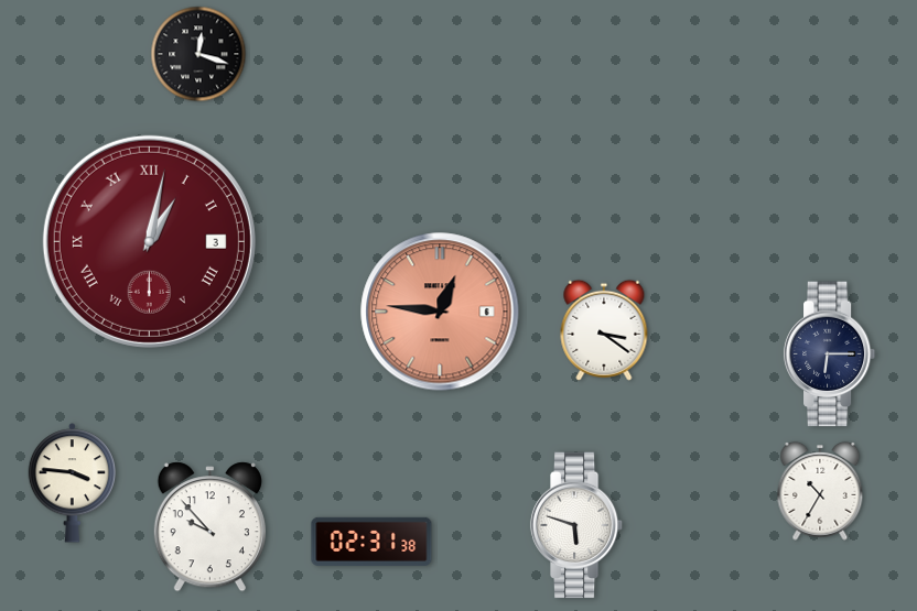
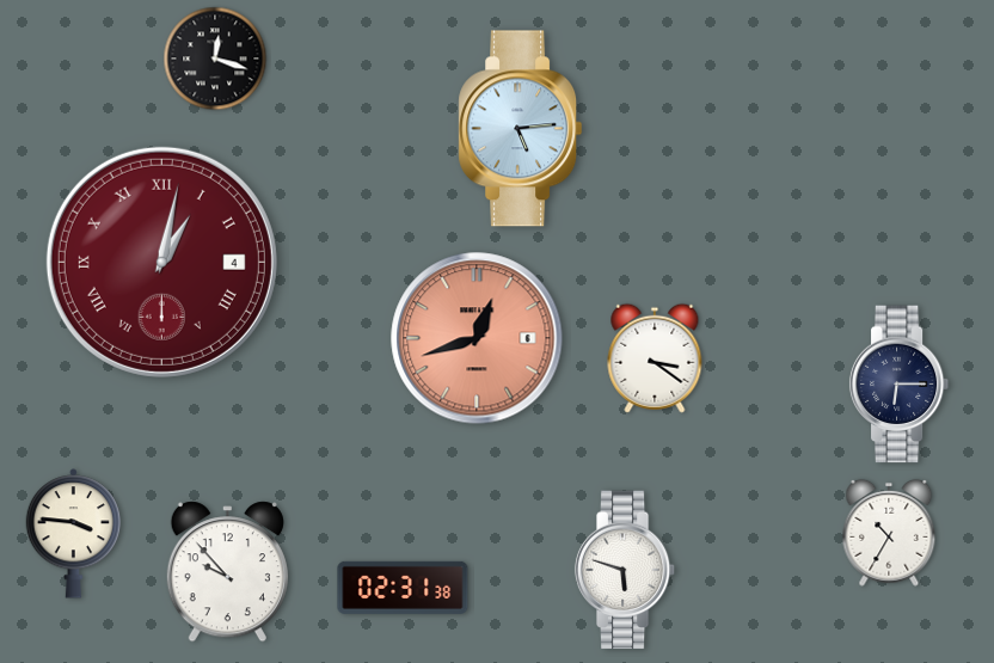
clock at (521, 129): none -> 5:14
clock at (149, 241) date: 3 -> 4
clock at (440, 312): 12:46 -> 12:42
clock at (73, 483) position: (73, 483) -> (74, 534)
